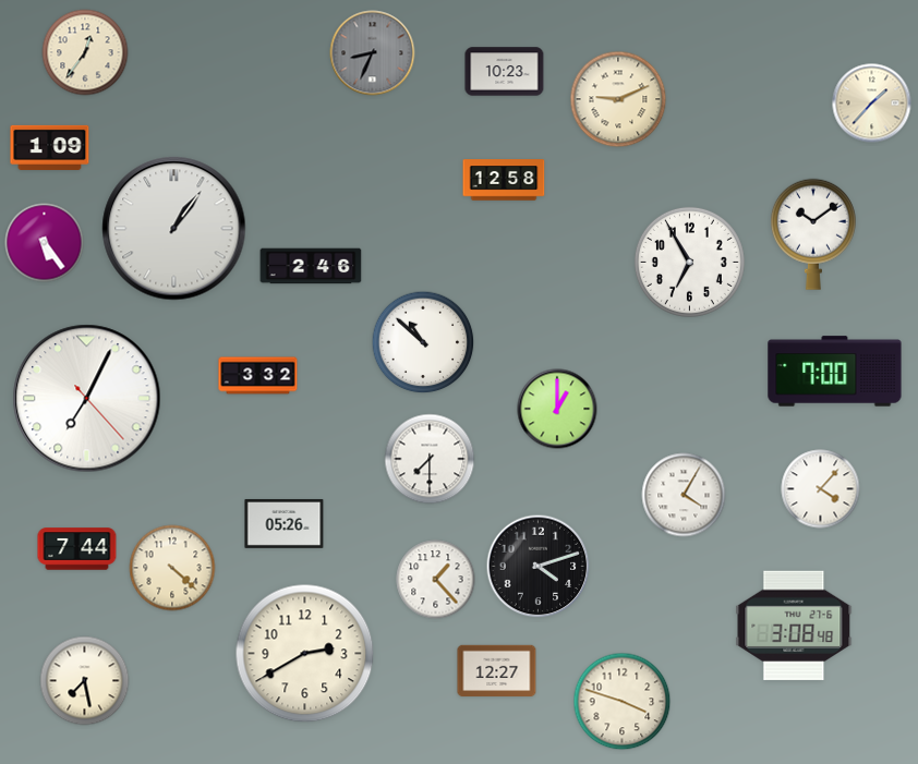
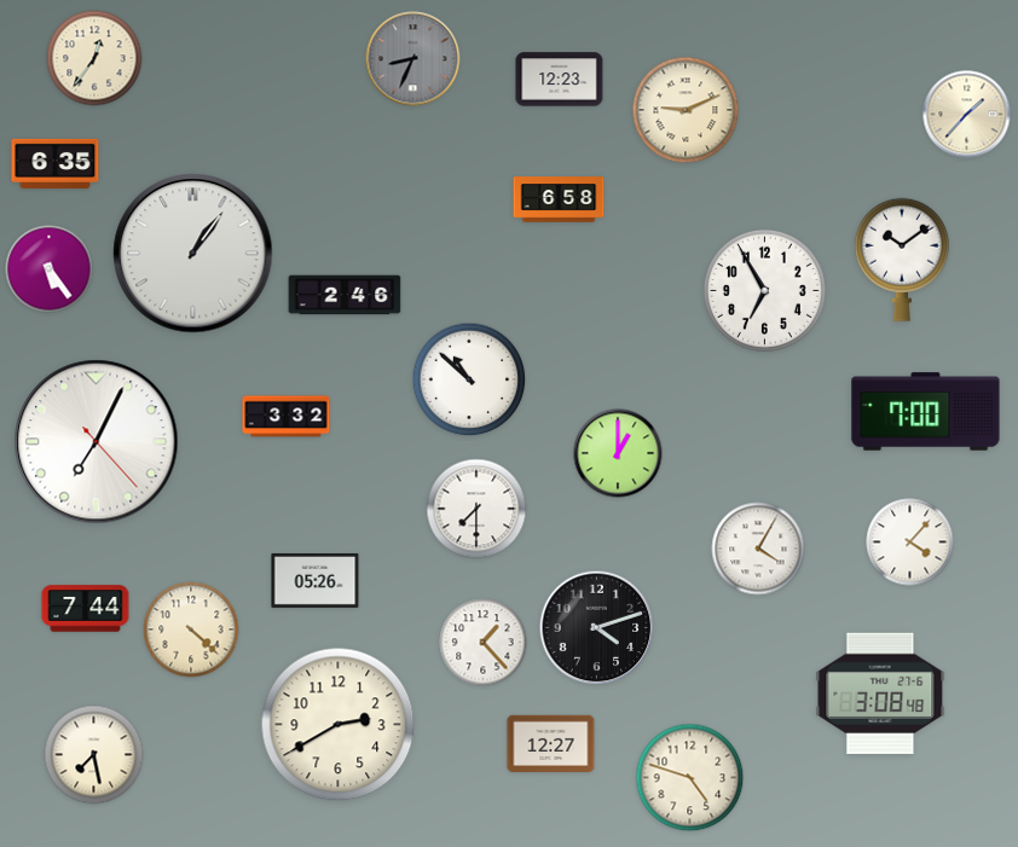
clock at (505, 72): 10:23 -> 12:23
clock at (50, 147): 1:09 -> 6:35
clock at (504, 180): 12:58 -> 6:58
clock at (623, 702): 3:48 -> 4:48
